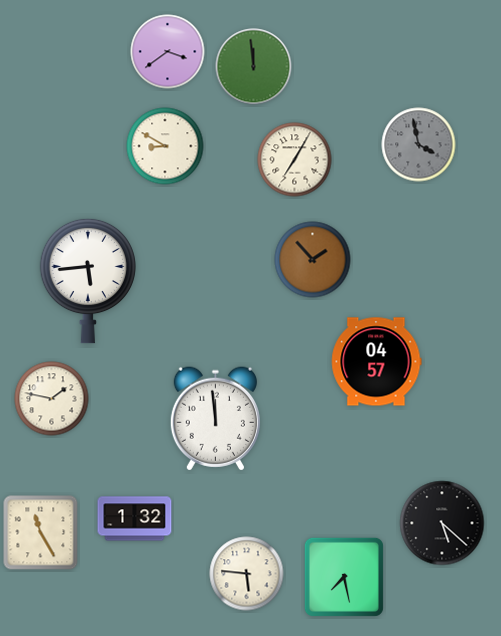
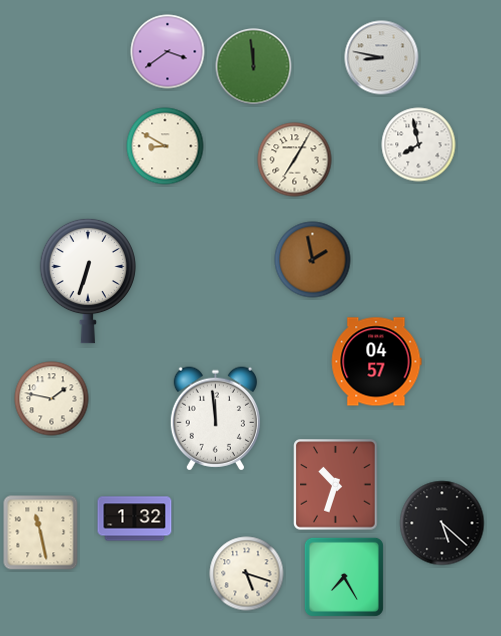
clock at (382, 58): none -> 8:47
clock at (419, 145): 3:58 -> 7:58
clock at (419, 145) dial: grey -> white
clock at (313, 260): 1:53 -> 1:58
clock at (88, 281): 5:44 -> 6:33
clock at (336, 485): none -> 10:33
clock at (41, 533): 11:25 -> 11:28
clock at (247, 574): 5:46 -> 5:18
clock at (344, 577): 7:28 -> 7:25
